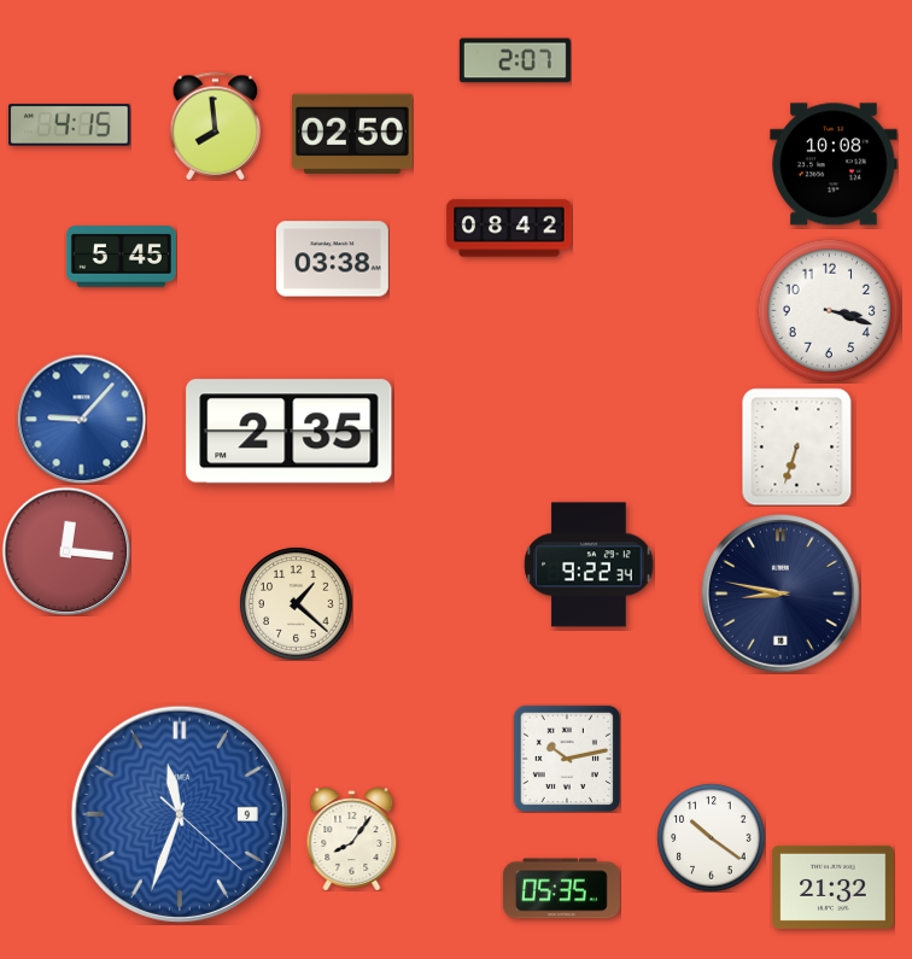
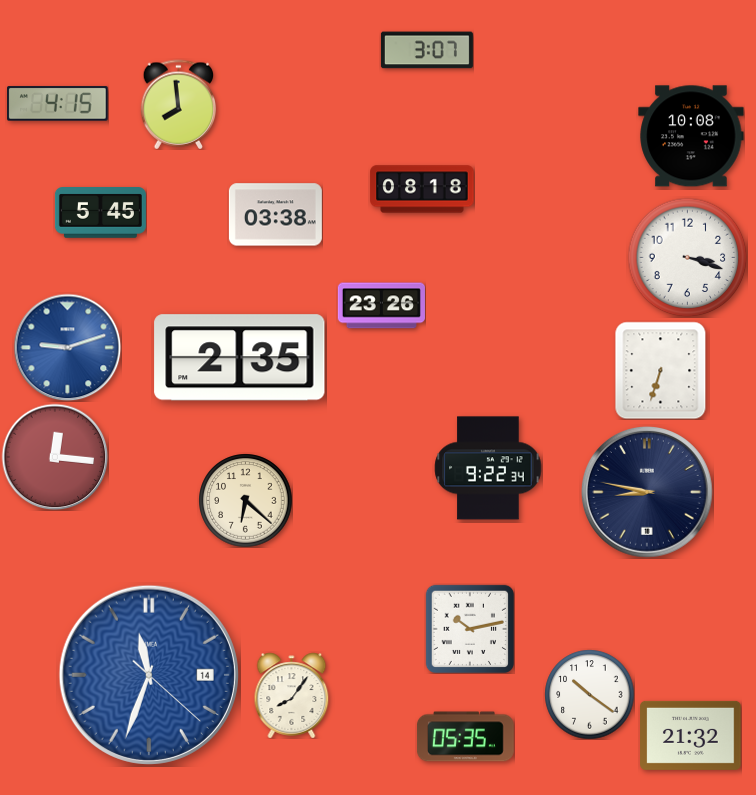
clock at (515, 60): 2:07 -> 3:07
clock at (353, 133): 02:50 -> none
clock at (509, 228): 08:42 -> 08:18
clock at (381, 306): none -> 23:26
clock at (81, 419): 9:07 -> 9:12
clock at (296, 603): 1:22 -> 6:22
clock at (180, 814) date: 9 -> 14
